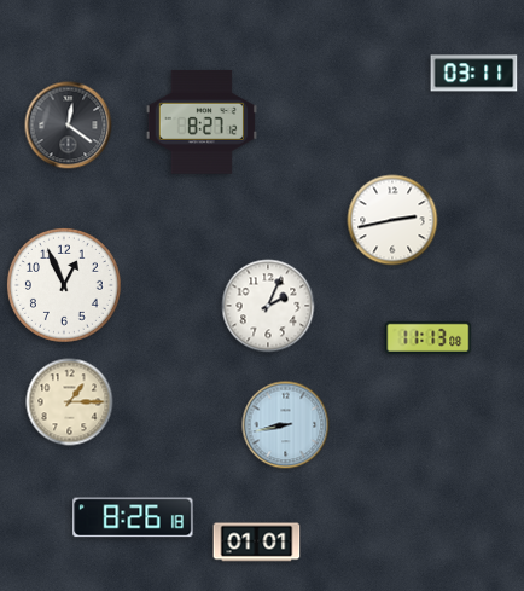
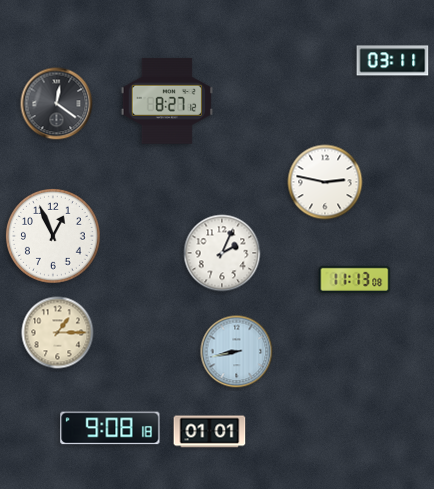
clock at (392, 220): 2:43 -> 2:47
clock at (133, 517): 8:26 -> 9:08
clock at (257, 543) position: (257, 543) -> (210, 432)
